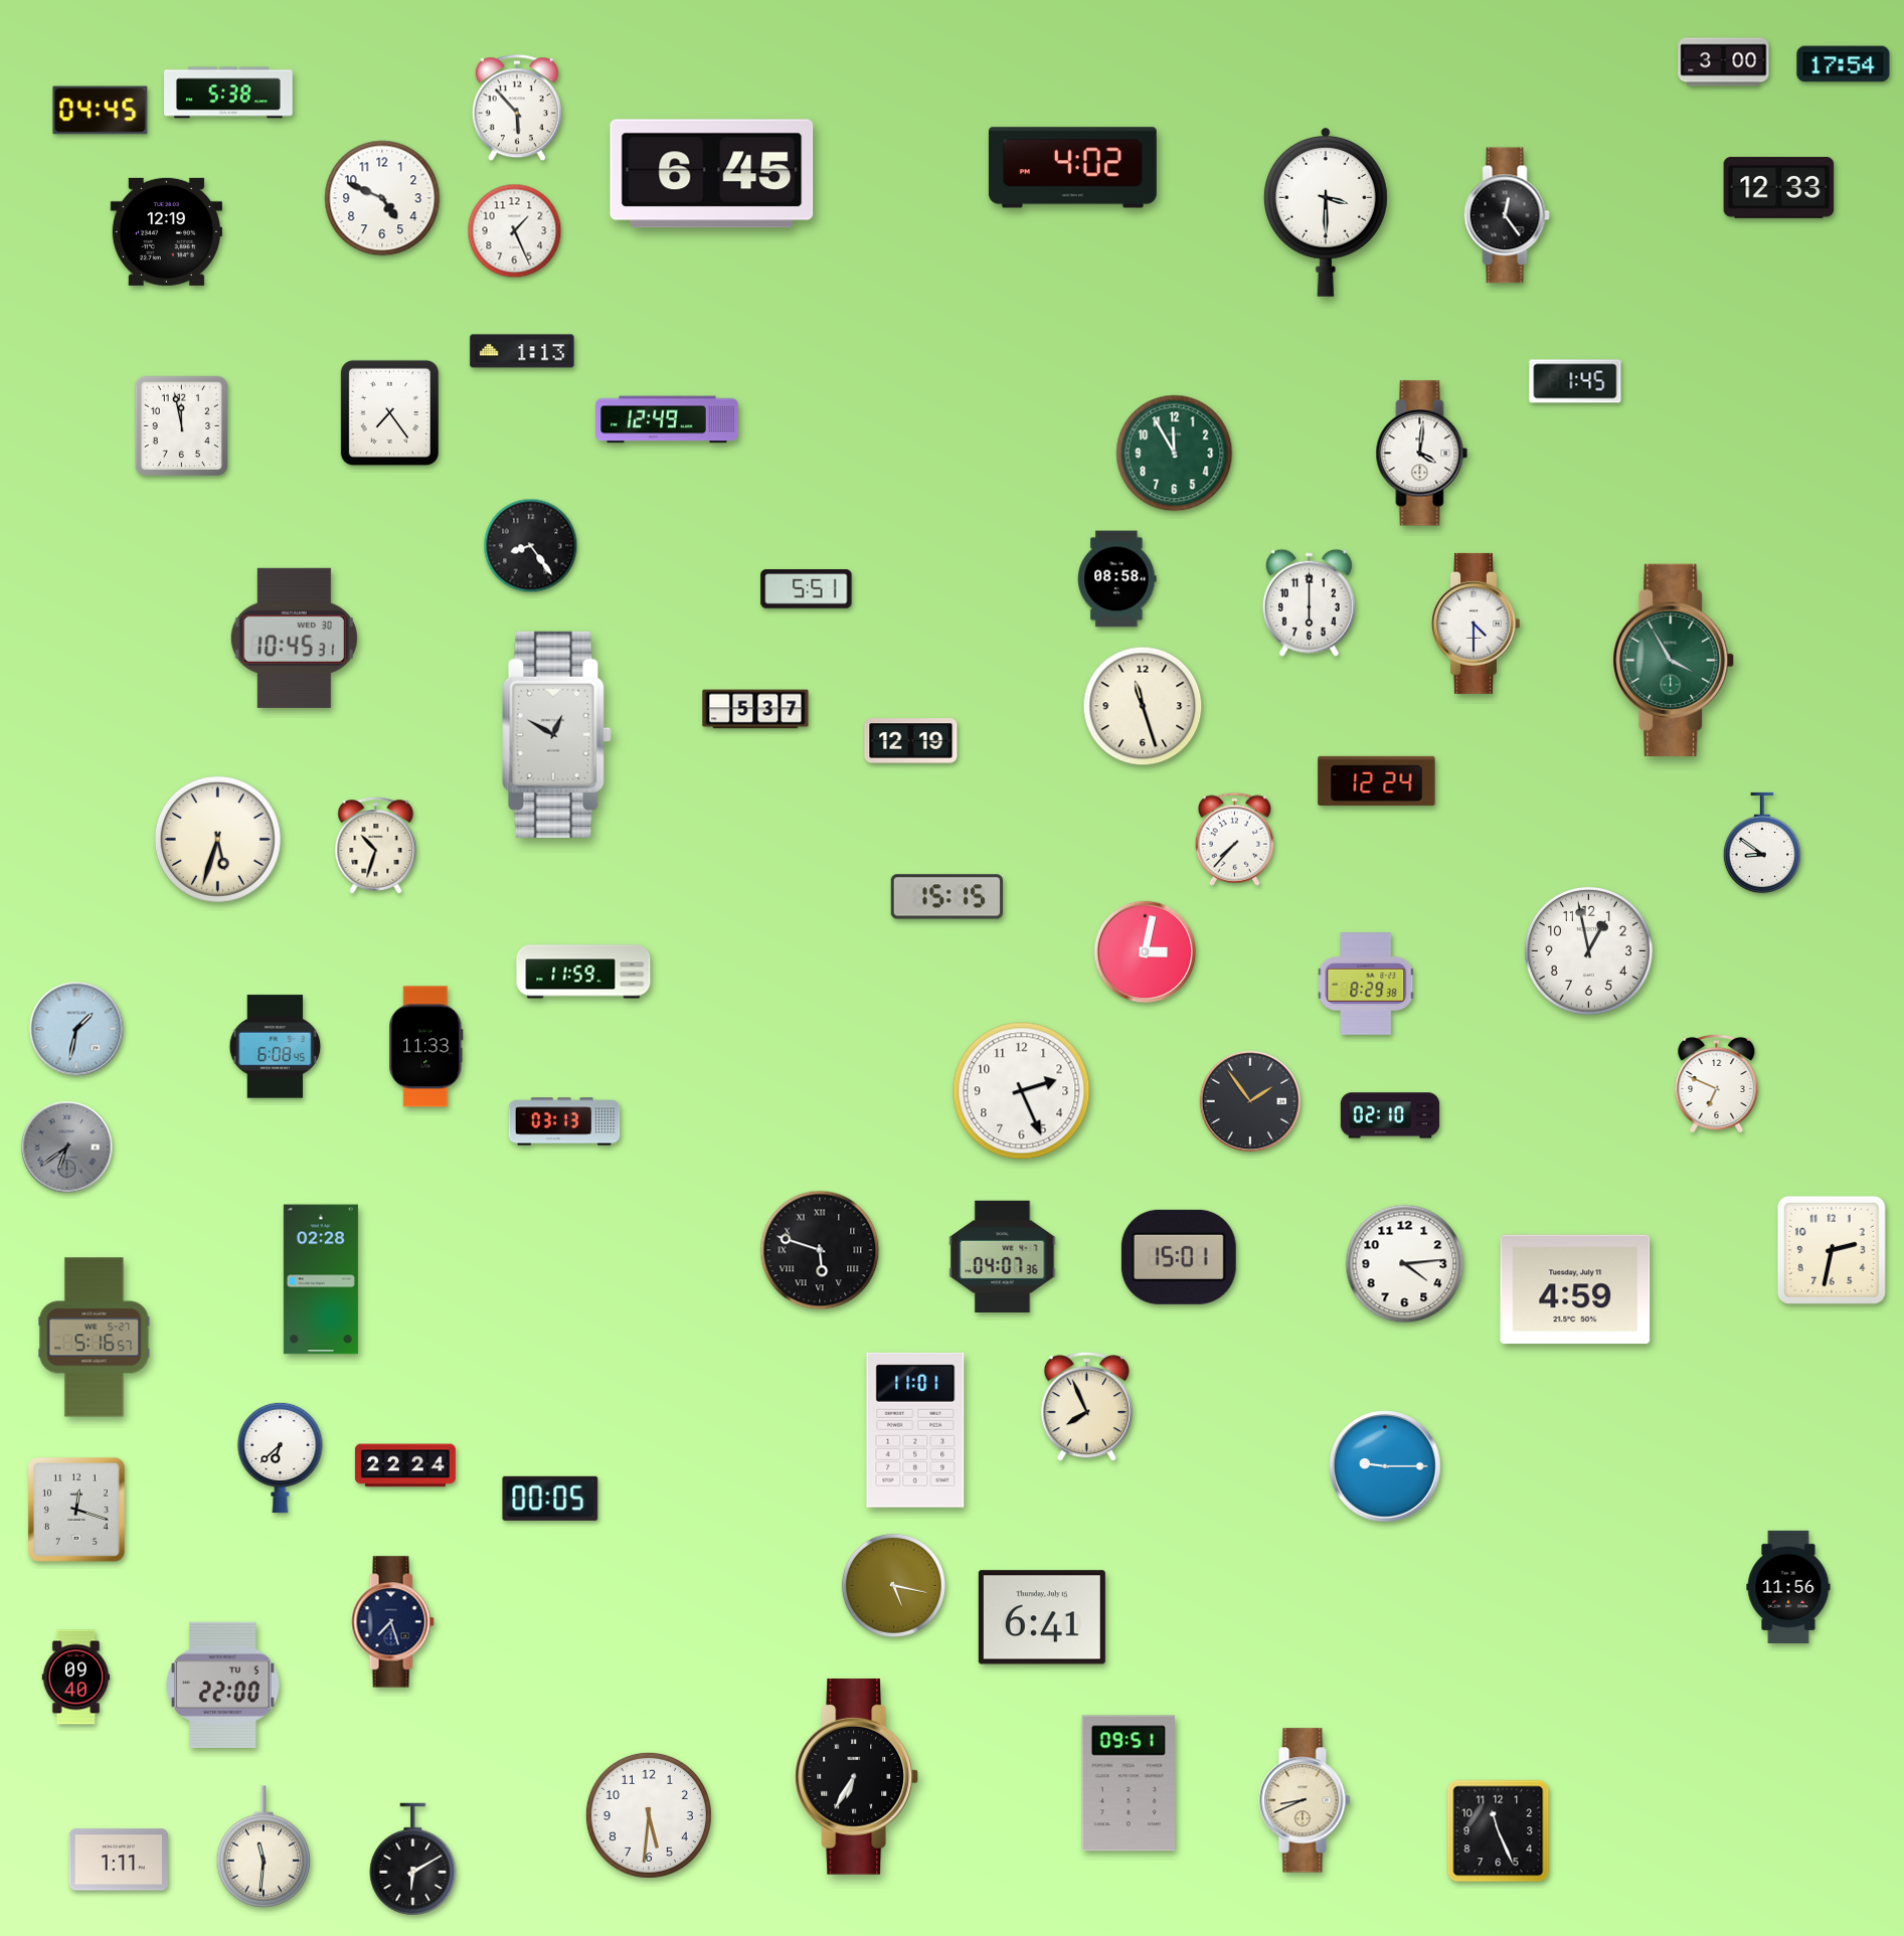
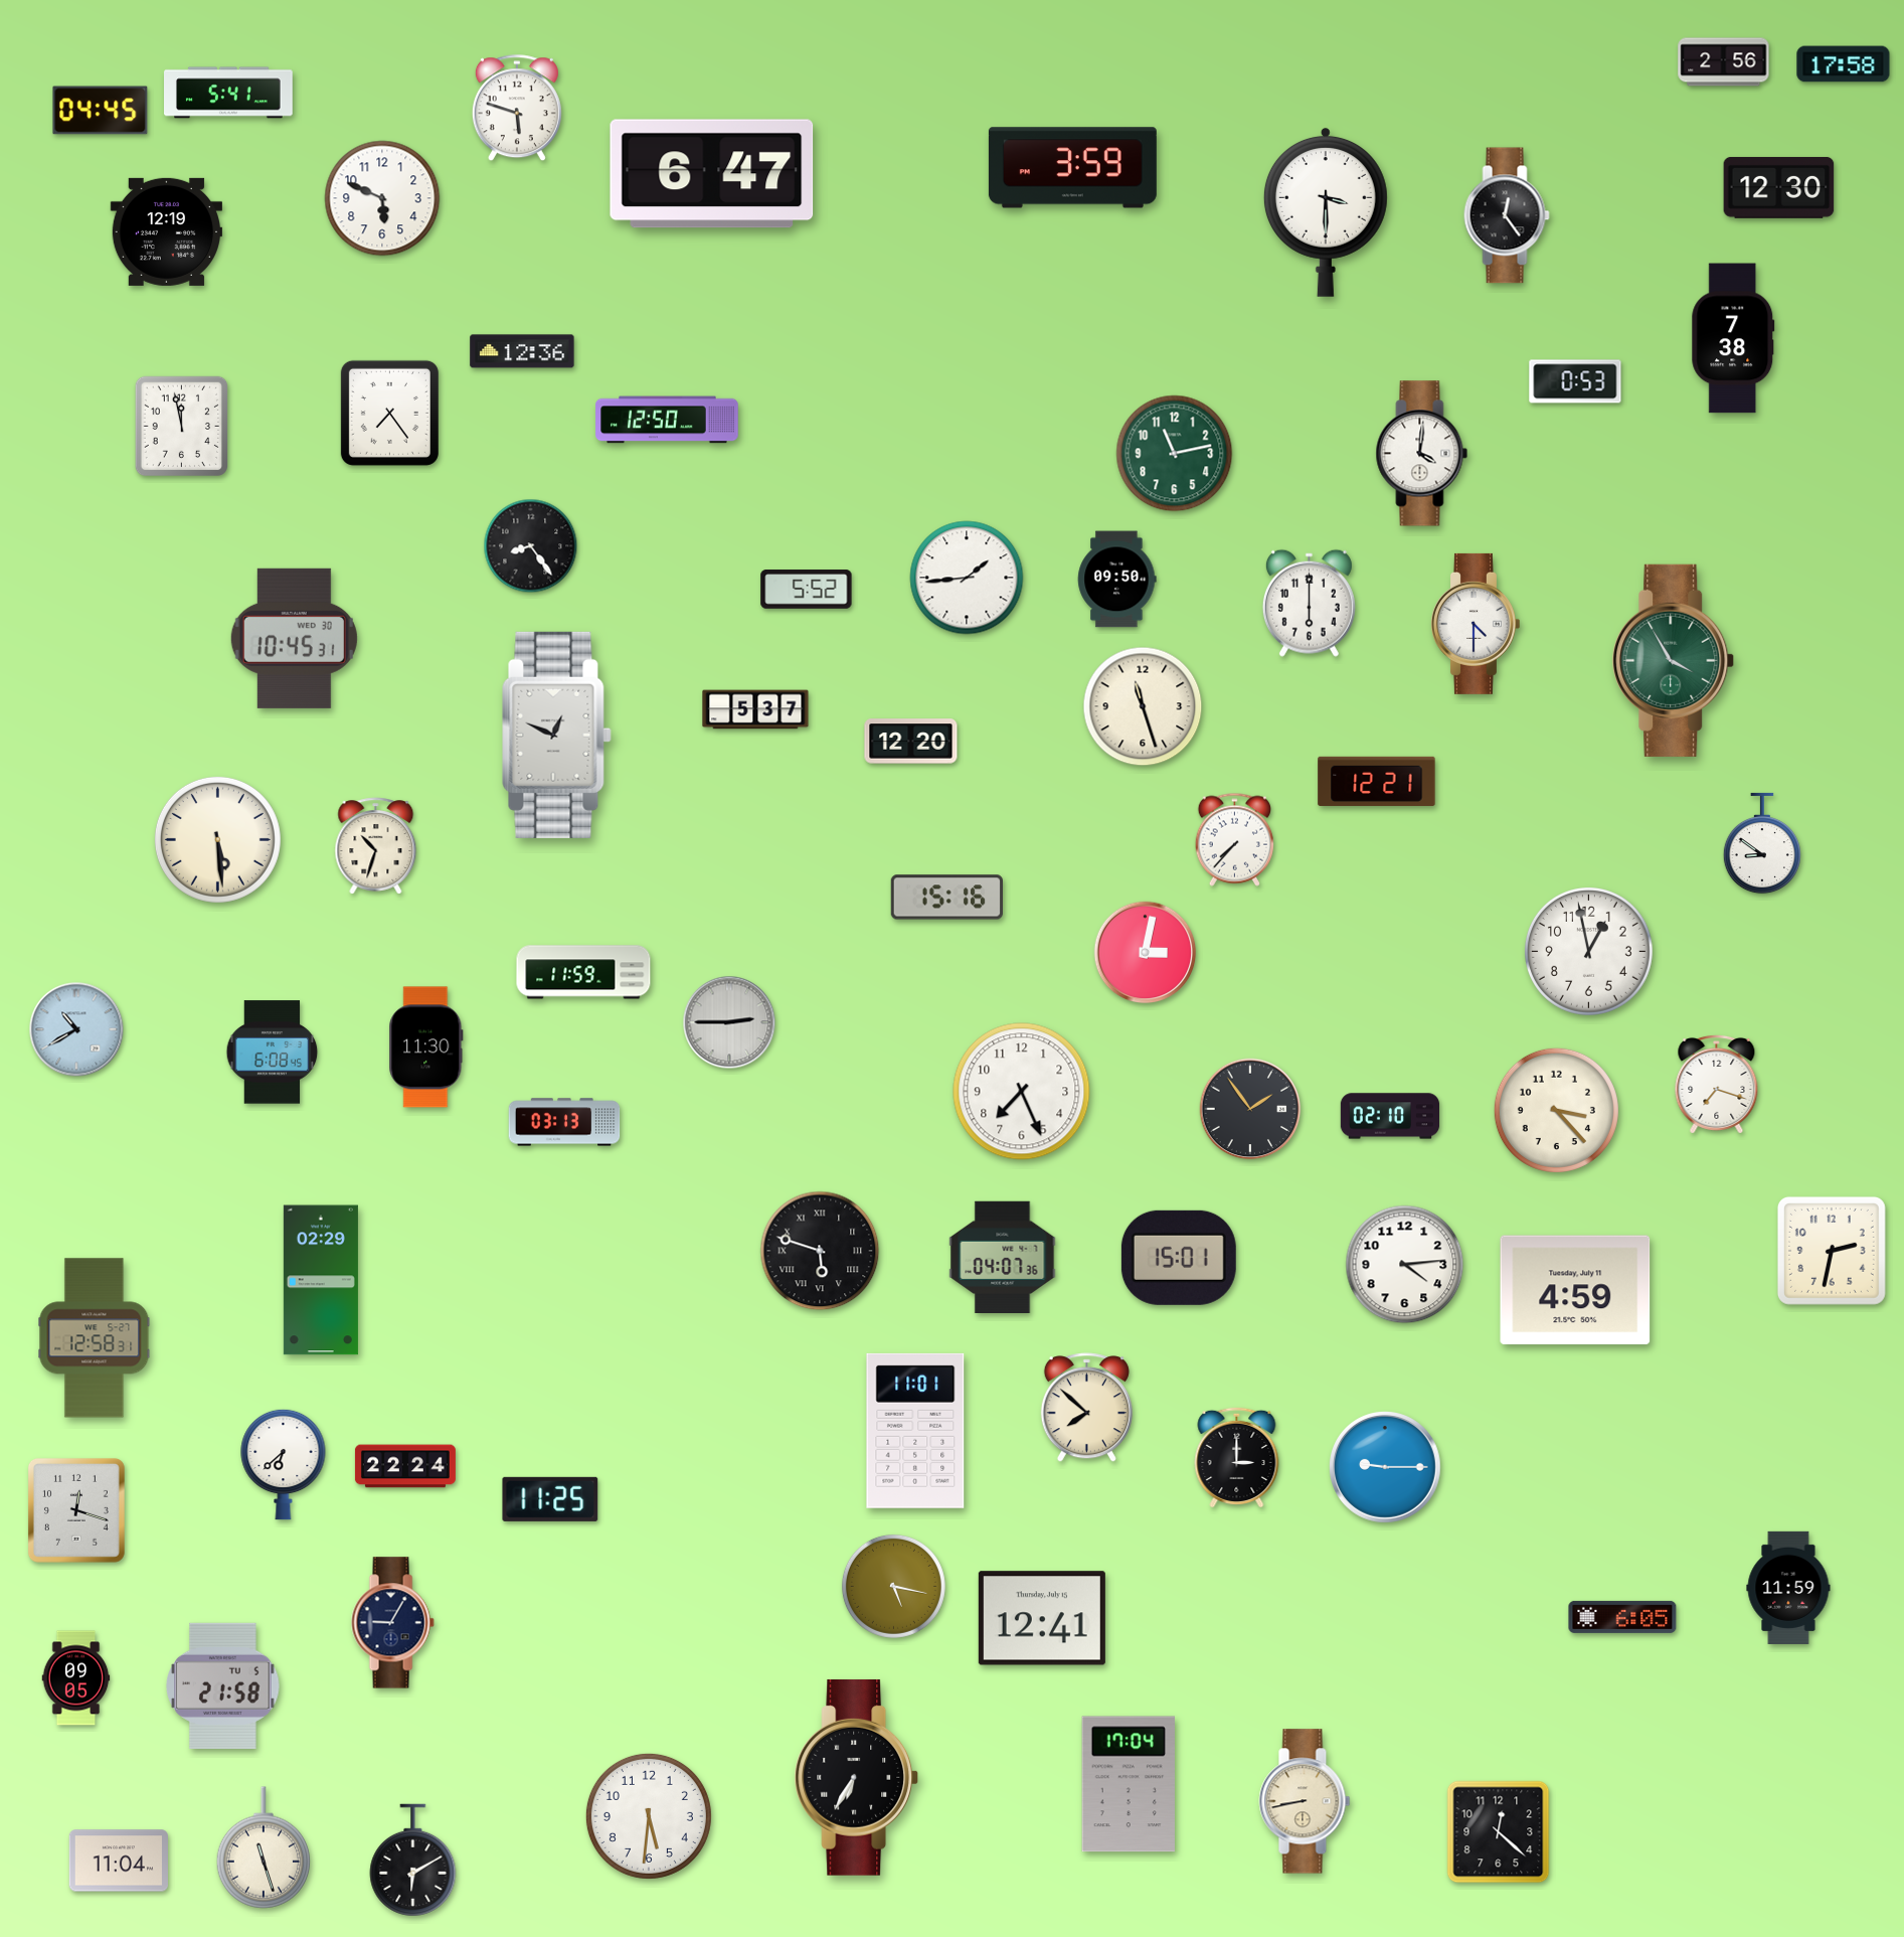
clock at (1724, 62): 3:00 -> 2:56
clock at (1844, 64): 17:54 -> 17:58
clock at (229, 93): 5:38 -> 5:41
clock at (517, 109): 5:53 -> 5:48
clock at (1072, 168): 4:02 -> 3:59
clock at (712, 174): 6:45 -> 6:47
clock at (1779, 187): 12:33 -> 12:30
clock at (382, 198): 4:49 -> 5:49
clock at (515, 231): 1:26 -> none
clock at (1733, 338): none -> 7:38
clock at (522, 351): 1:13 -> 12:36
clock at (1575, 381): 1:45 -> 0:53
clock at (667, 419): 12:49 -> 12:50
clock at (1175, 454): 11:55 -> 11:13
clock at (967, 578): none -> 1:44
clock at (1117, 579): 08:58 -> 09:50
clock at (807, 589): 5:51 -> 5:52
clock at (557, 734): 12:50 -> 12:49
clock at (911, 741): 12:19 -> 12:20
clock at (1377, 780): 12:24 -> 12:21
clock at (217, 839): 5:33 -> 5:29
clock at (946, 897): 15:15 -> 15:16
clock at (1367, 984): 8:29 -> none
clock at (729, 1022): none -> 2:45
clock at (76, 1029): 1:32 -> 10:40
clock at (276, 1047) position: (276, 1047) -> (273, 1053)
clock at (426, 1047): 11:33 -> 11:30
clock at (1717, 1083): 6:49 -> 7:18
clock at (1022, 1091): 2:26 -> 7:26
clock at (1250, 1101) position: (1250, 1101) -> (1250, 1109)
clock at (1556, 1110): none -> 3:23
clock at (67, 1148): 6:39 -> none
clock at (321, 1279): 02:28 -> 02:29
clock at (95, 1338): 5:16 -> 12:58
clock at (1086, 1407): 7:56 -> 7:52
clock at (1237, 1456): none -> 3:00
clock at (281, 1457) position: (281, 1457) -> (284, 1464)
clock at (550, 1499): 00:05 -> 11:25
clock at (1788, 1587): 11:56 -> 11:59
clock at (1622, 1617): none -> 6:05
clock at (1042, 1617): 6:41 -> 12:41
clock at (392, 1622): 7:27 -> 9:05
clock at (76, 1678): 09:40 -> 09:05
clock at (223, 1685): 22:00 -> 21:58
clock at (1129, 1783): 09:51 -> 17:04
clock at (1305, 1800): 8:41 -> 8:43
clock at (1499, 1831): 11:26 -> 12:22
clock at (263, 1846): 11:31 -> 11:27
clock at (118, 1860): 1:11 -> 11:04
